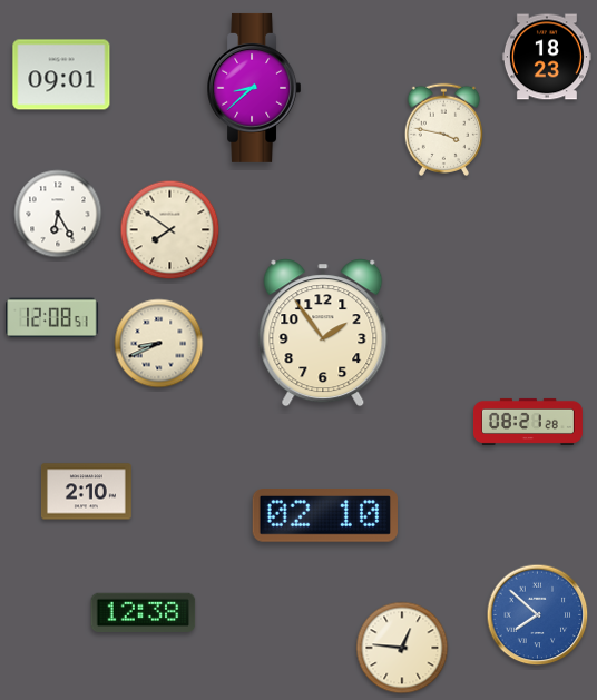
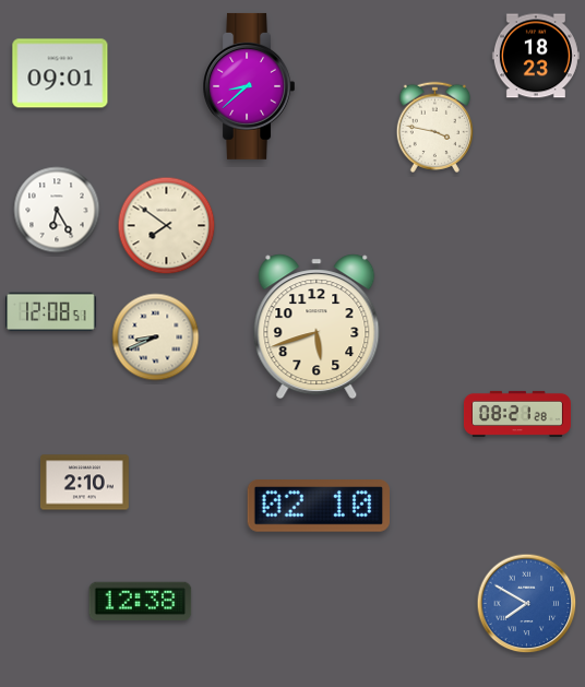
clock at (323, 333): 1:54 -> 5:42
clock at (538, 615): 7:52 -> 7:50
clock at (402, 648): 12:46 -> none
